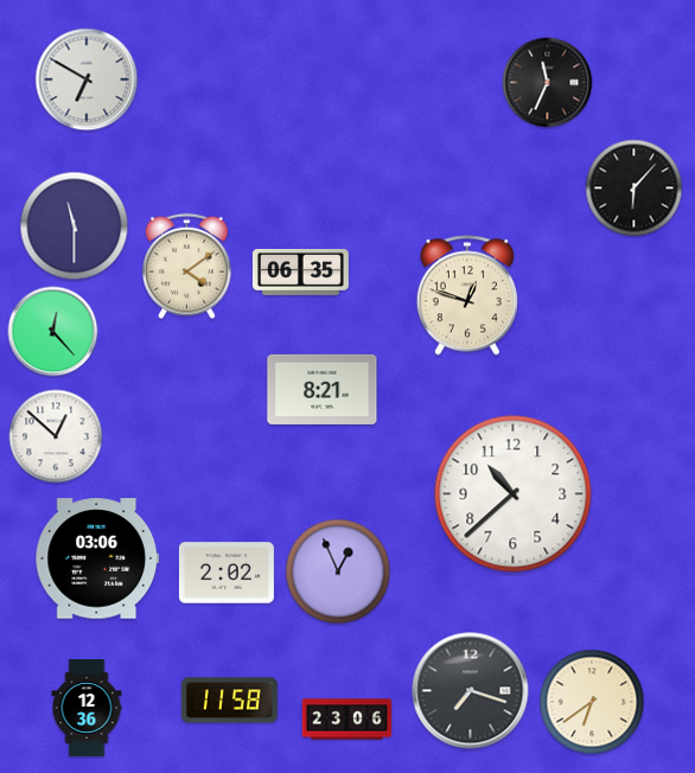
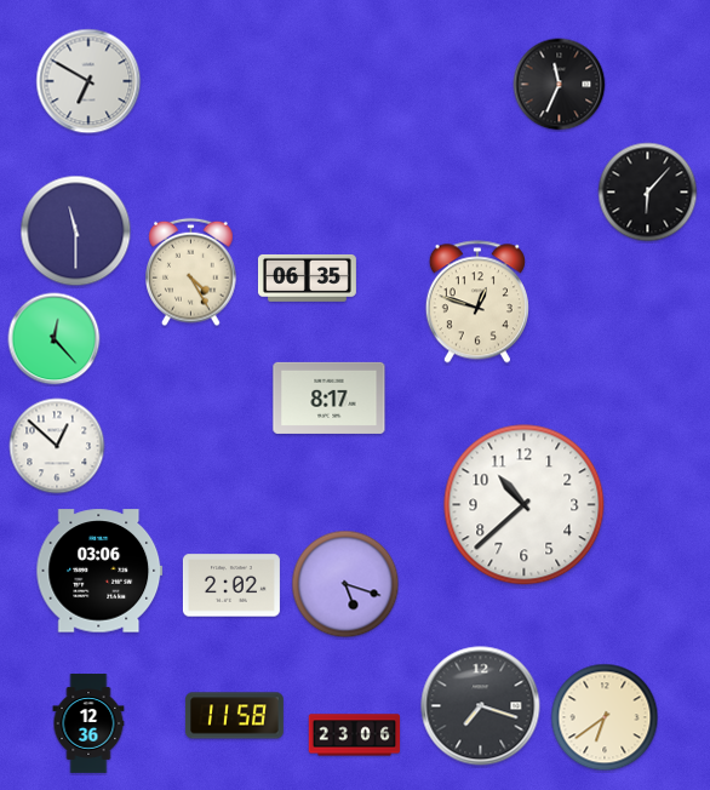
clock at (187, 267): 4:09 -> 4:25
clock at (323, 389): 8:21 -> 8:17
clock at (338, 571): 12:56 -> 5:18
